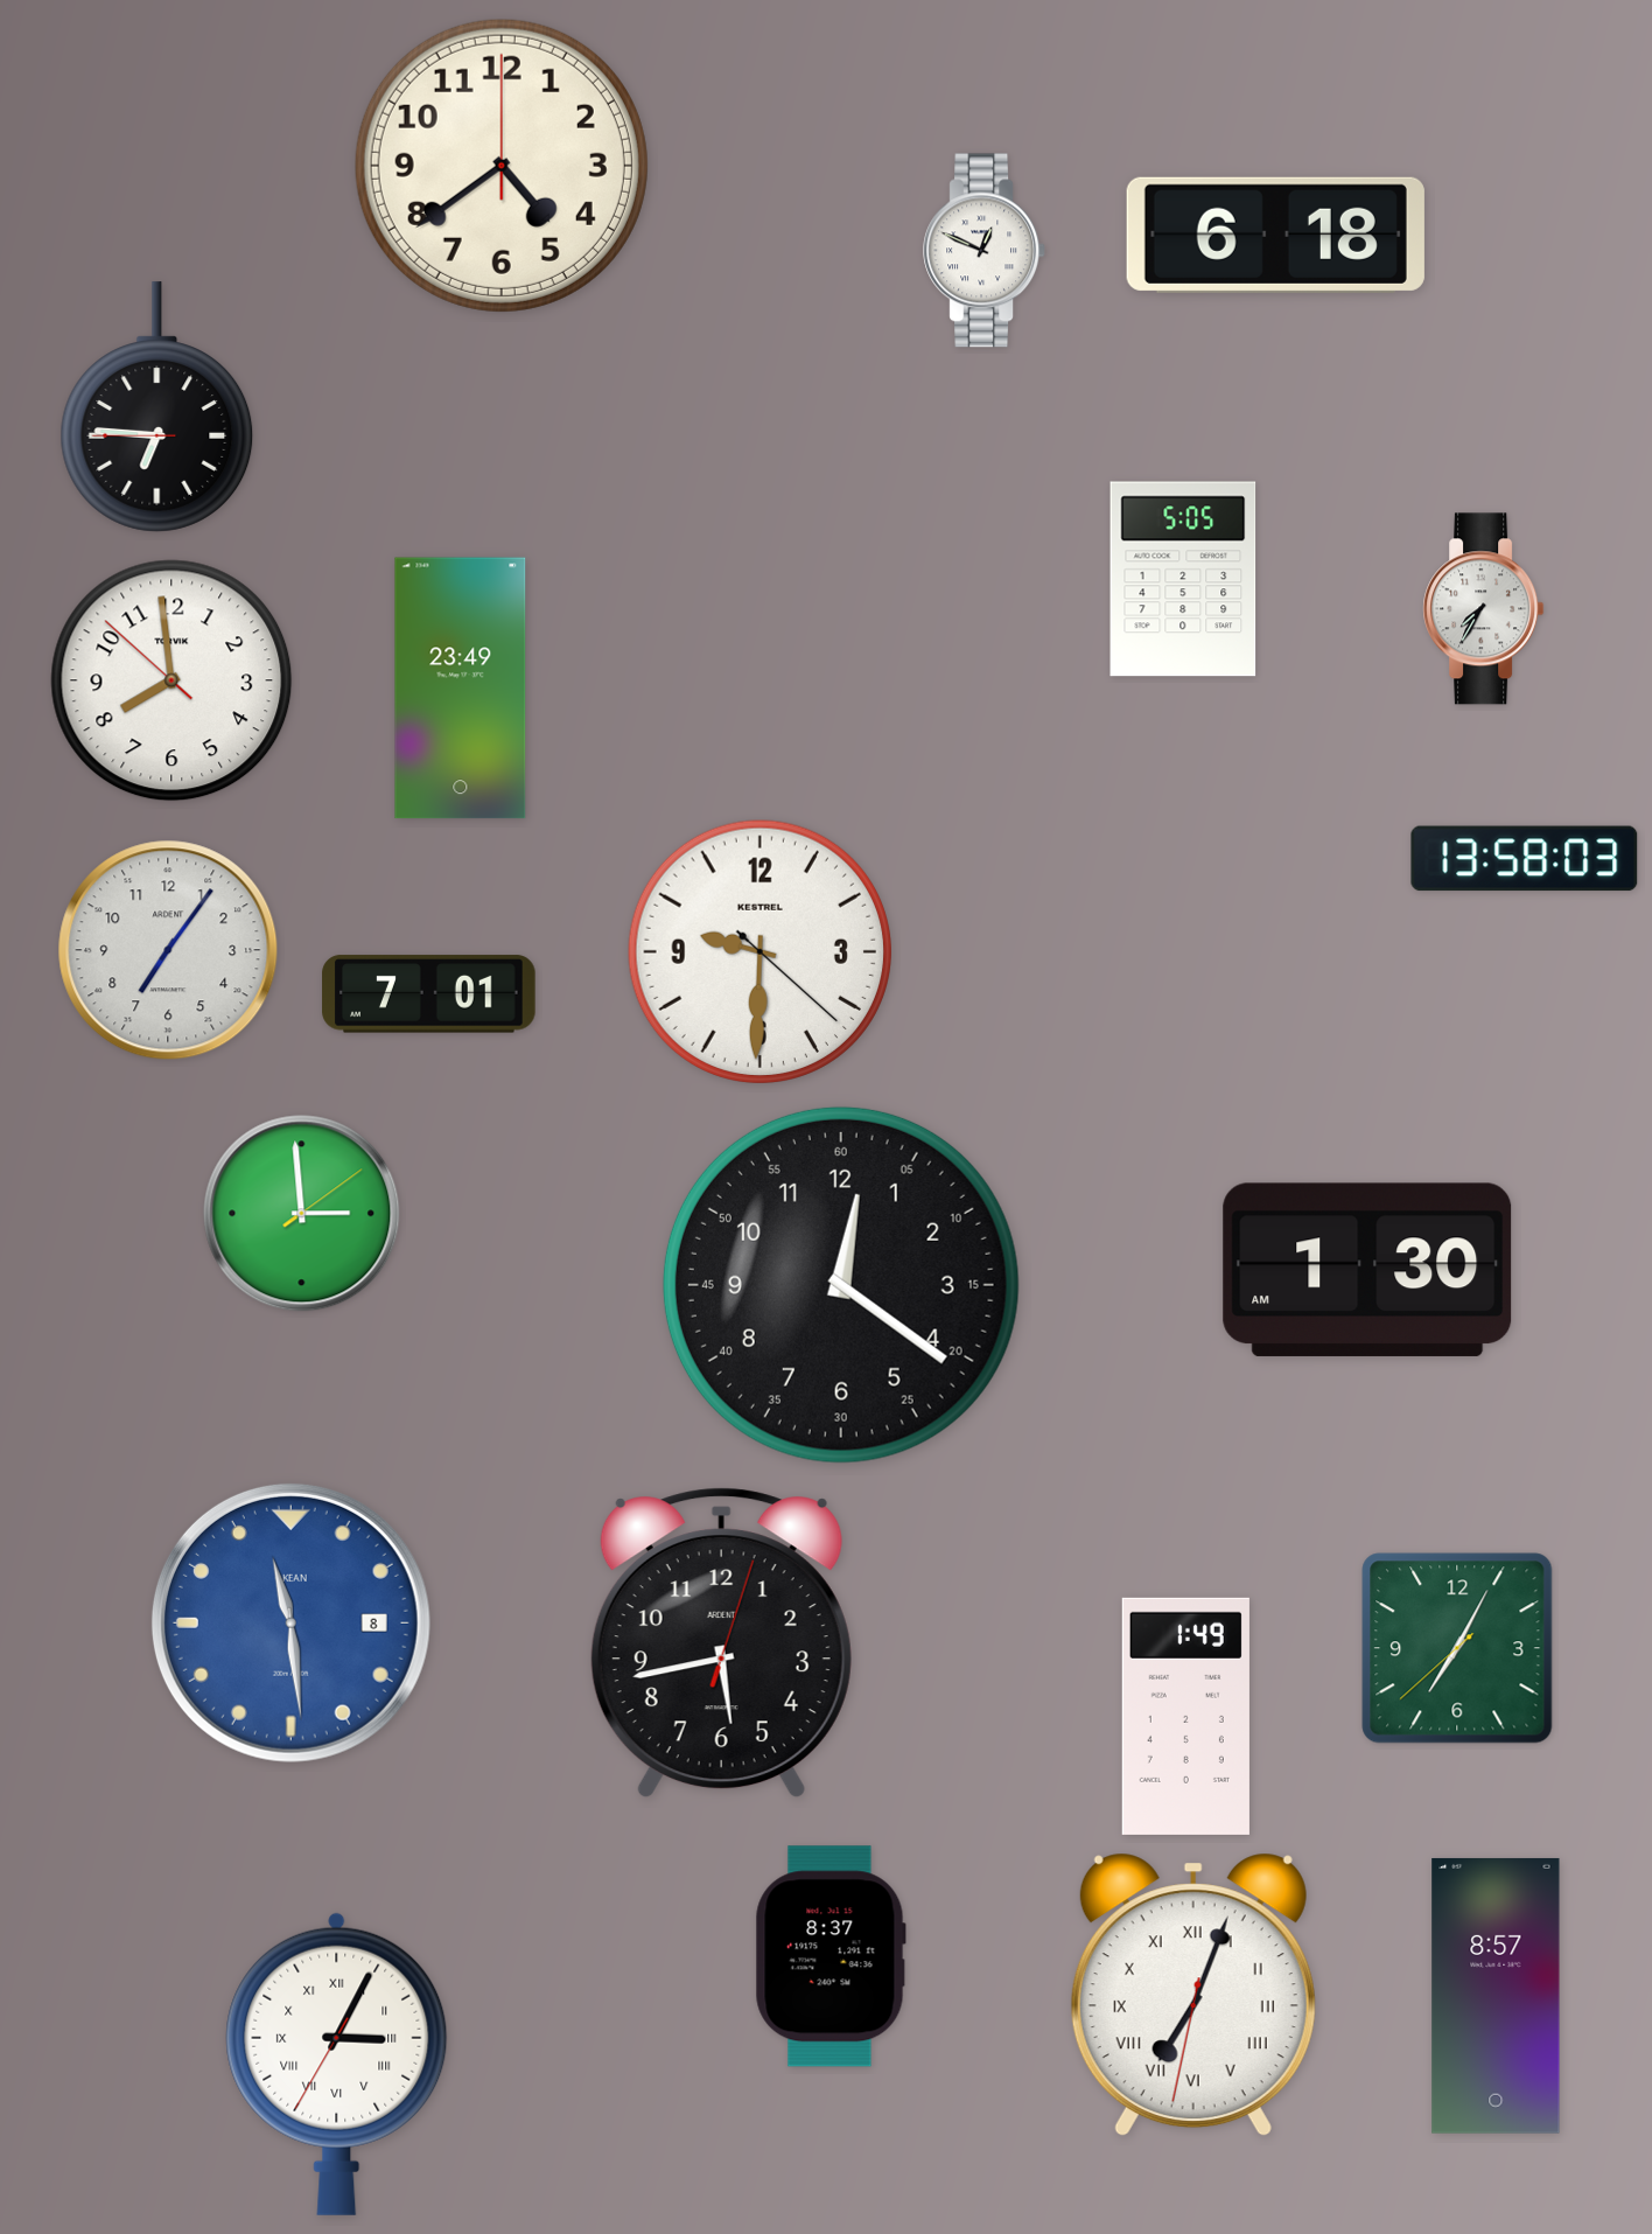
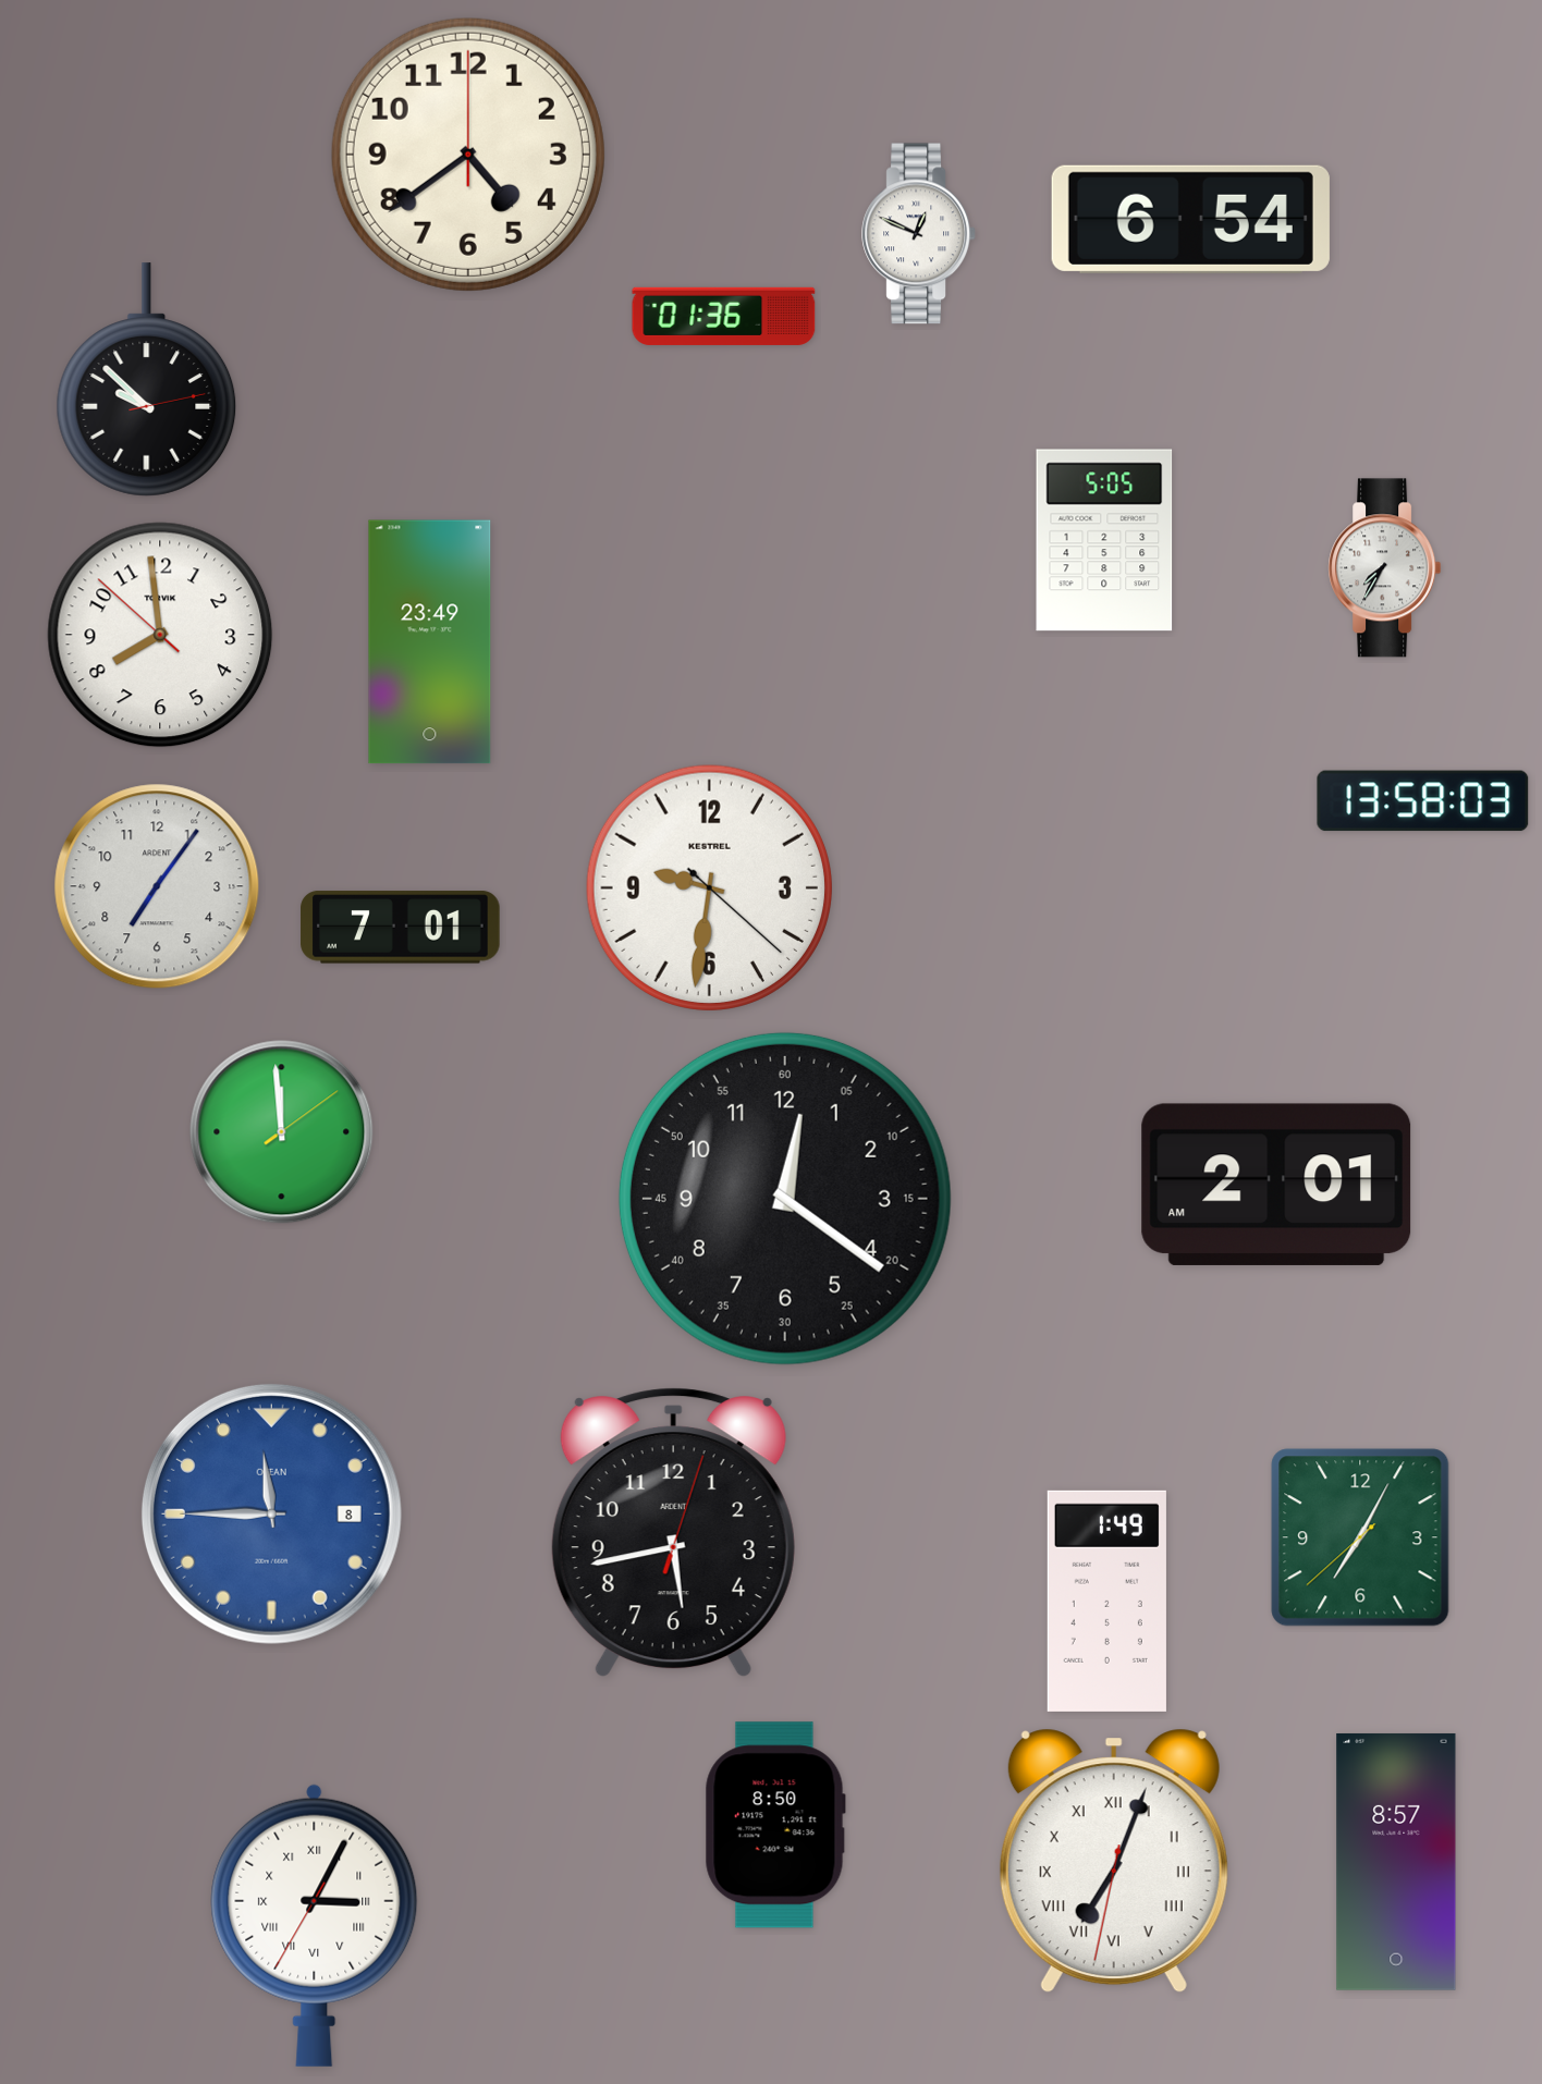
clock at (1275, 235): 6:18 -> 6:54
clock at (724, 316): none -> 01:36
clock at (157, 407): 6:45 -> 9:52
clock at (759, 951): 9:30 -> 9:31
clock at (302, 1214): 2:59 -> 11:59
clock at (1367, 1270): 1:30 -> 2:01
clock at (290, 1622): 11:29 -> 11:45
clock at (831, 1956): 8:37 -> 8:50
